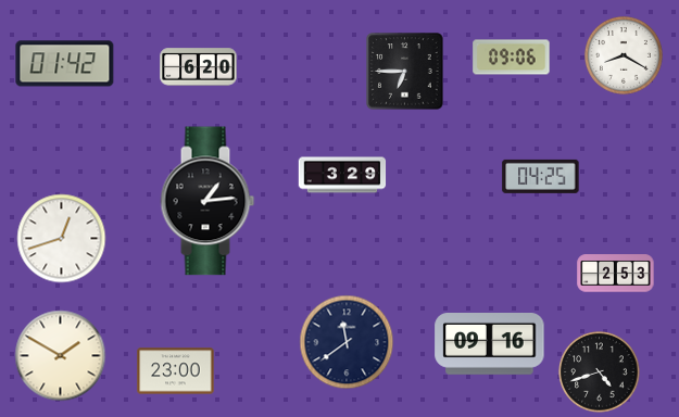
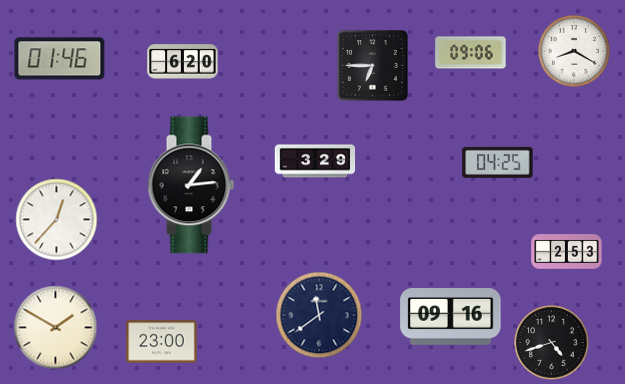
clock at (65, 64): 01:42 -> 01:46
clock at (62, 239): 12:42 -> 12:37
